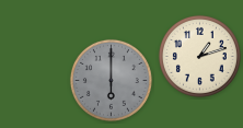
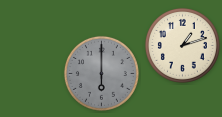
clock at (199, 56) position: (199, 56) -> (182, 45)
